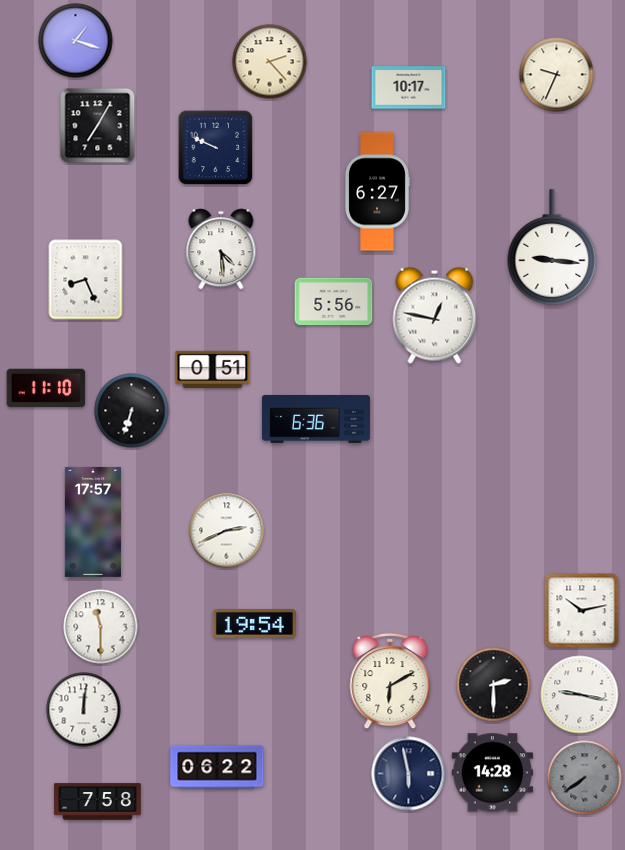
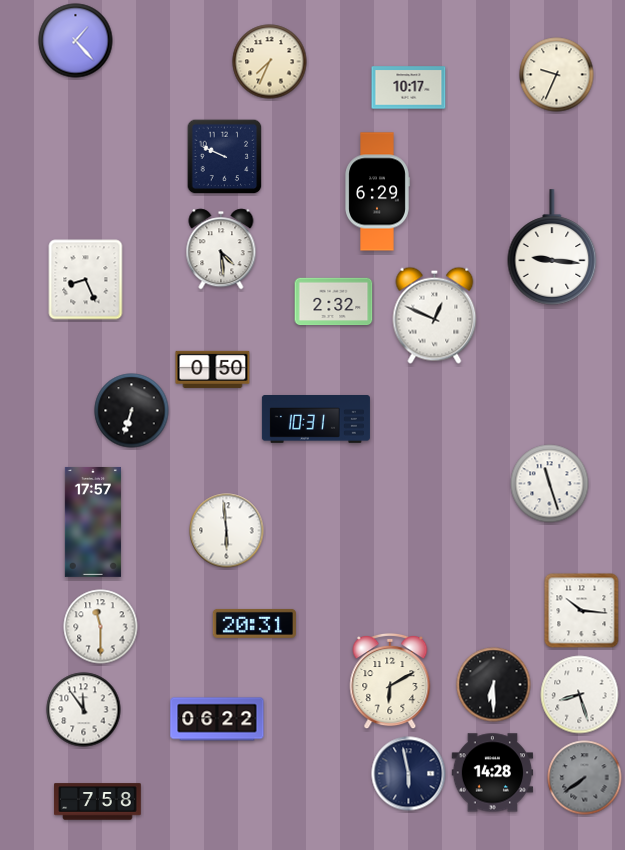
clock at (76, 41): 1:18 -> 1:23
clock at (270, 62): 2:23 -> 7:34
clock at (98, 126): 7:05 -> none
clock at (216, 148) position: (216, 148) -> (225, 157)
clock at (377, 192): 6:27 -> 6:29
clock at (334, 302): 5:56 -> 2:32
clock at (435, 315): 12:47 -> 12:49
clock at (213, 369): 0:51 -> 0:50
clock at (46, 388): 11:10 -> none
clock at (316, 420): 6:36 -> 10:31
clock at (550, 484): none -> 11:27
clock at (227, 531): 2:41 -> 5:59
clock at (582, 611): 10:13 -> 10:16
clock at (254, 623): 19:54 -> 20:31
clock at (494, 685): 2:30 -> 6:30
clock at (580, 695): 9:17 -> 8:27
clock at (84, 710): 12:01 -> 11:54
clock at (217, 767) position: (217, 767) -> (217, 719)
